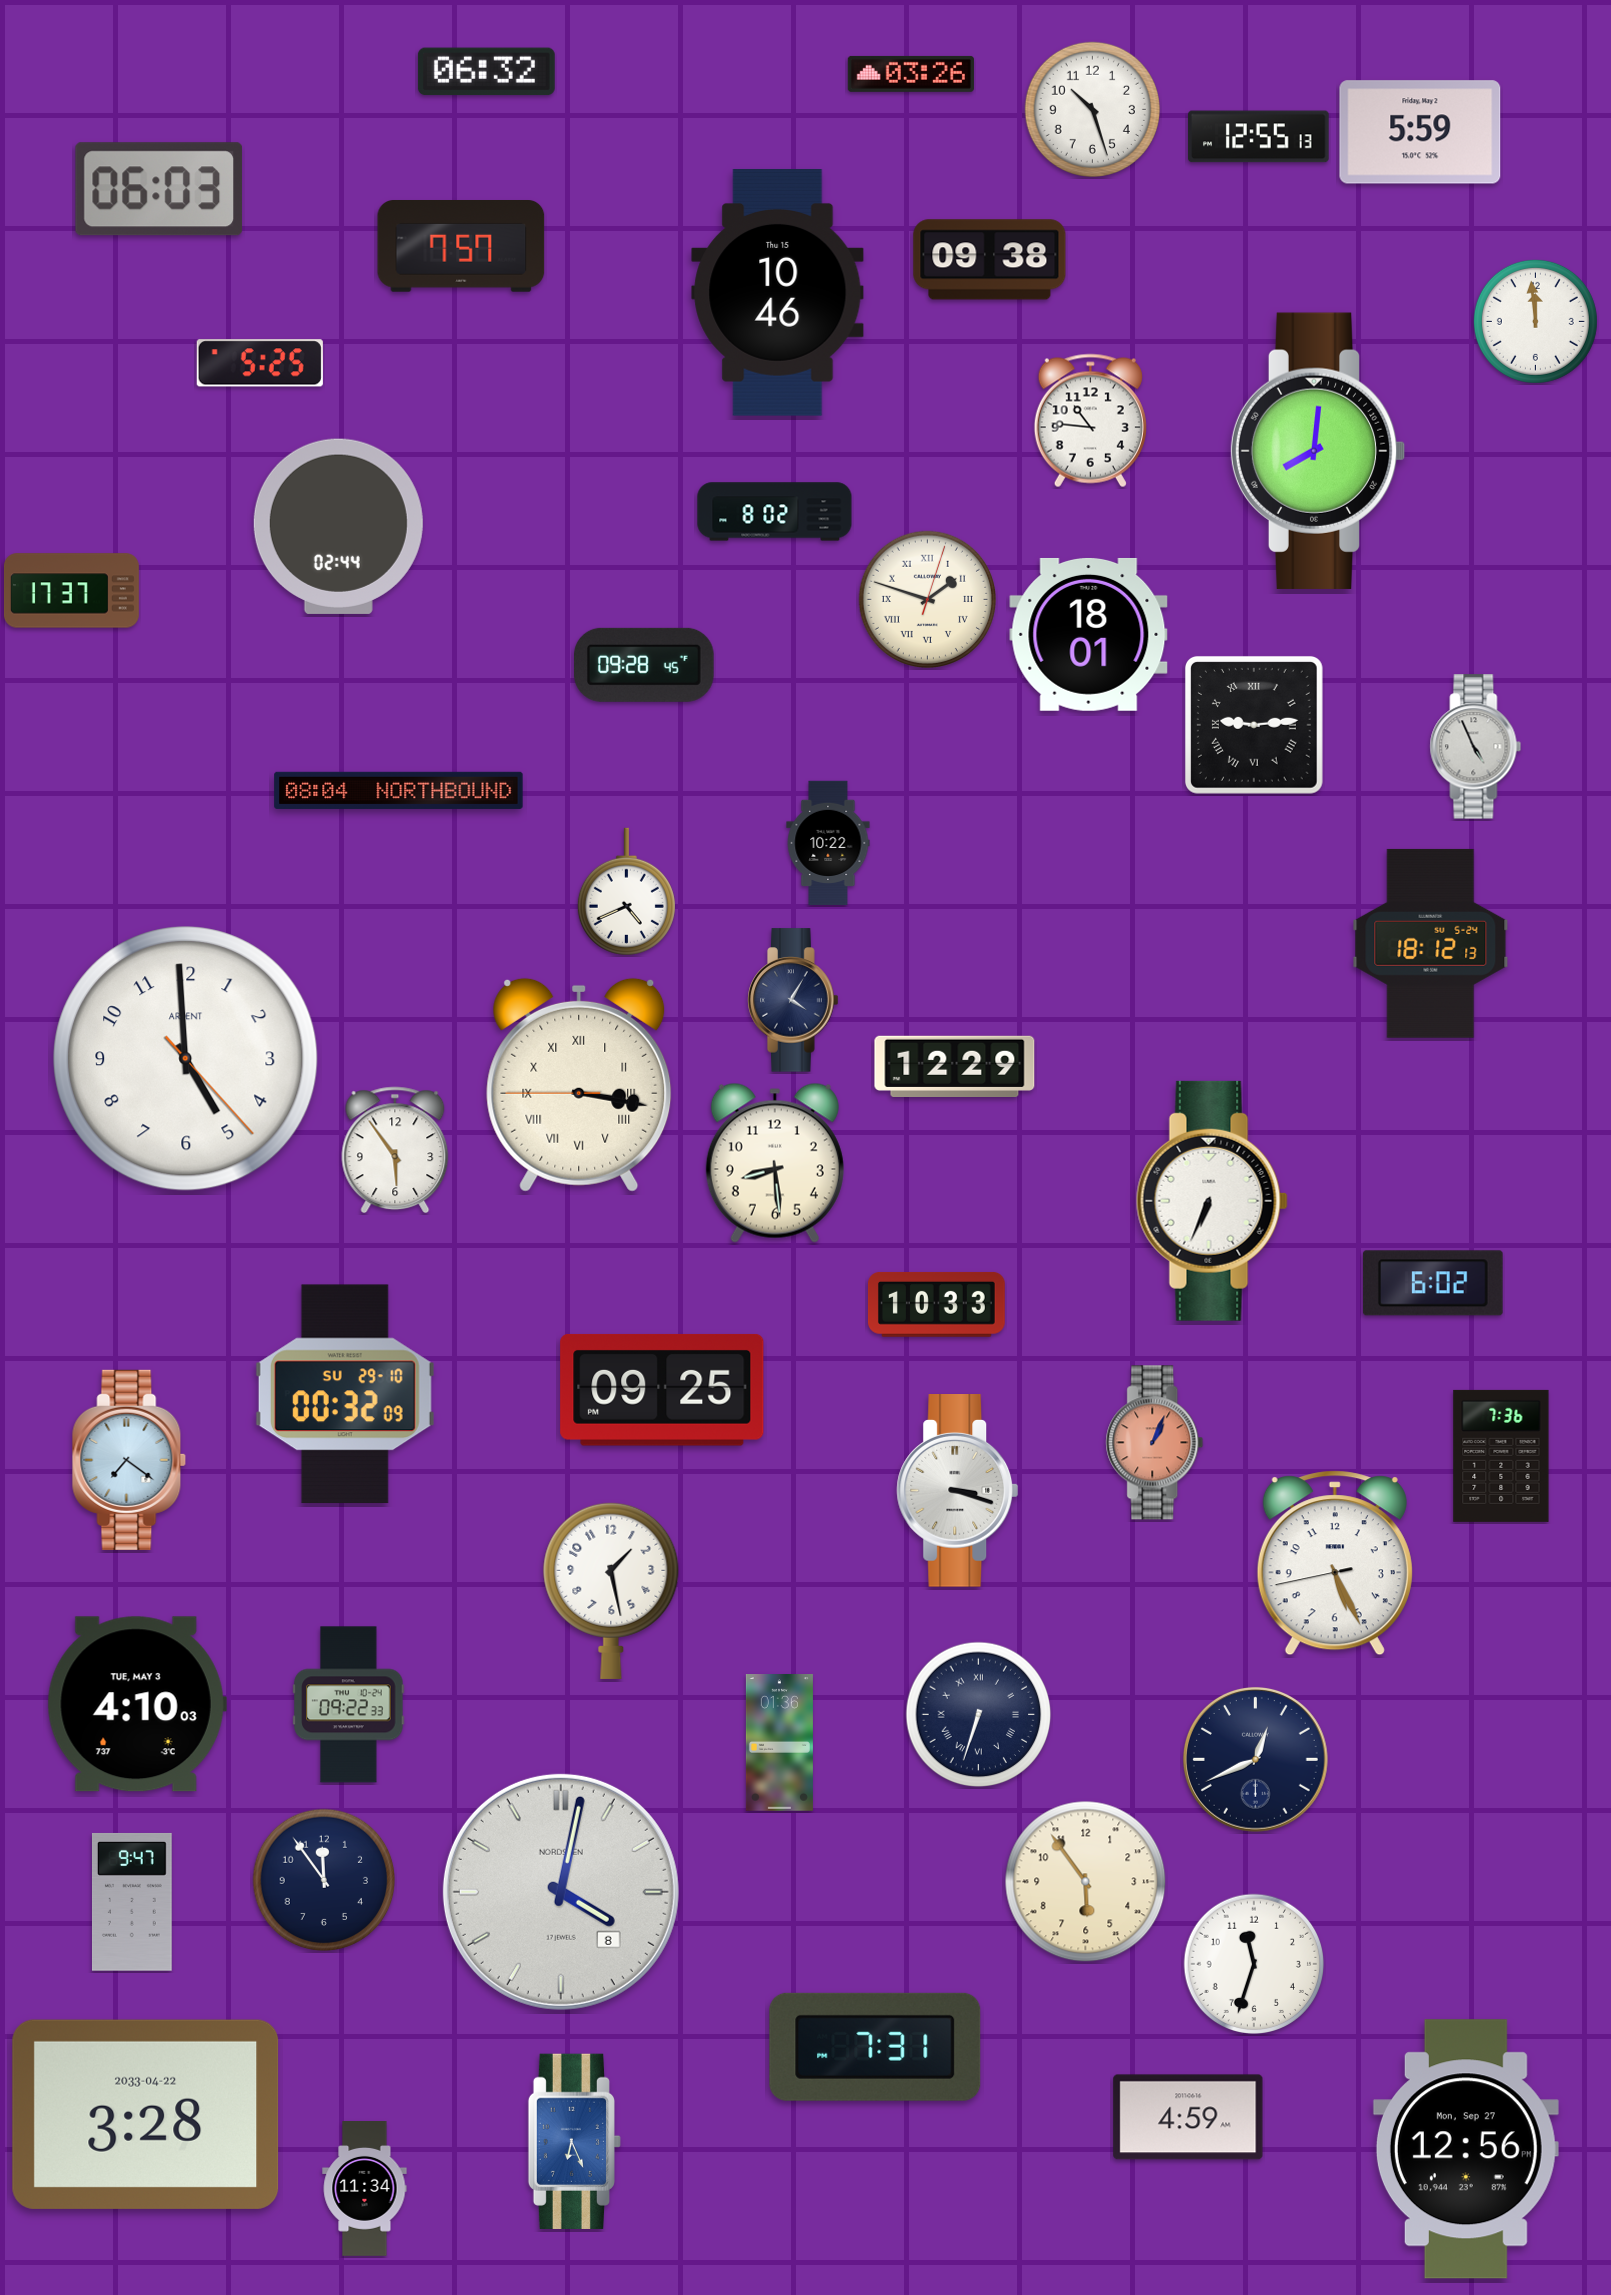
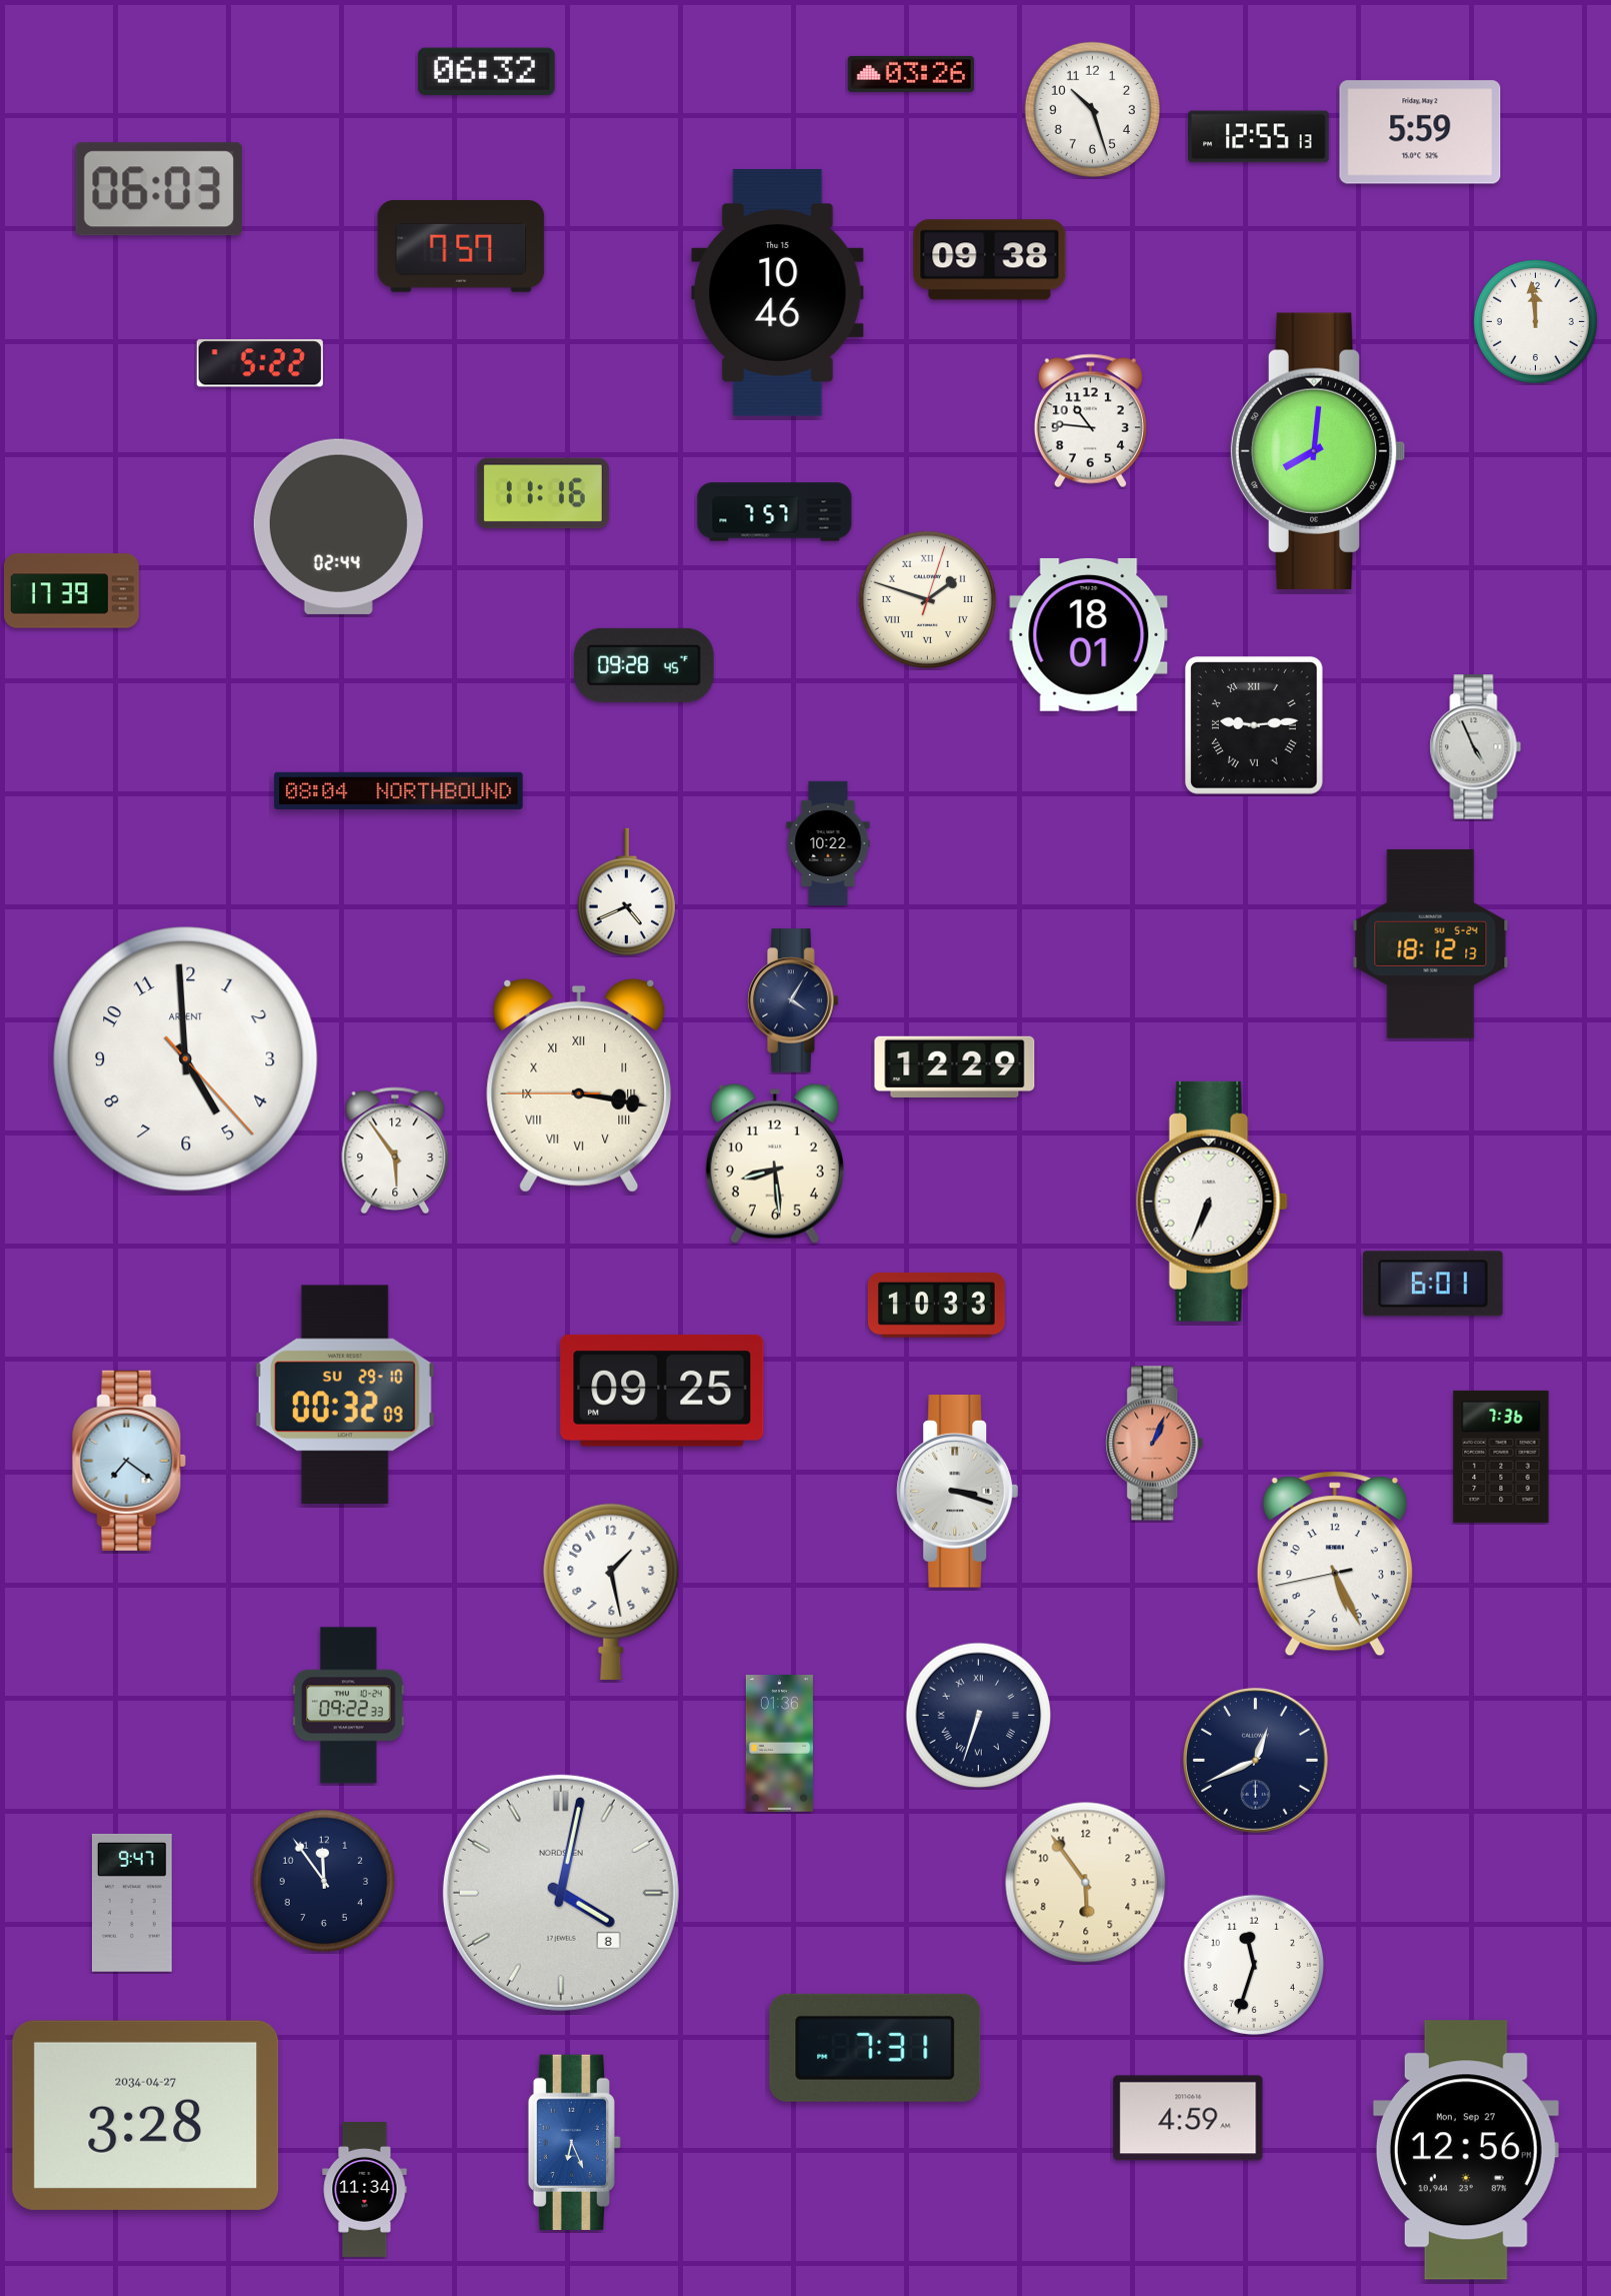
clock at (260, 363): 5:25 -> 5:22
clock at (543, 493): none -> 11:16
clock at (775, 512): 8:02 -> 7:57
clock at (71, 591): 17:37 -> 17:39
clock at (1433, 1283): 6:02 -> 6:01
clock at (137, 1704): 4:10 -> none
clock at (146, 2114) date: 2033-04-22 -> 2034-04-27
